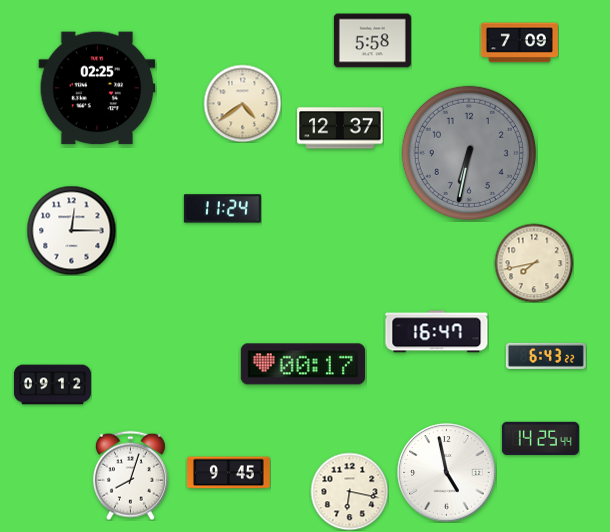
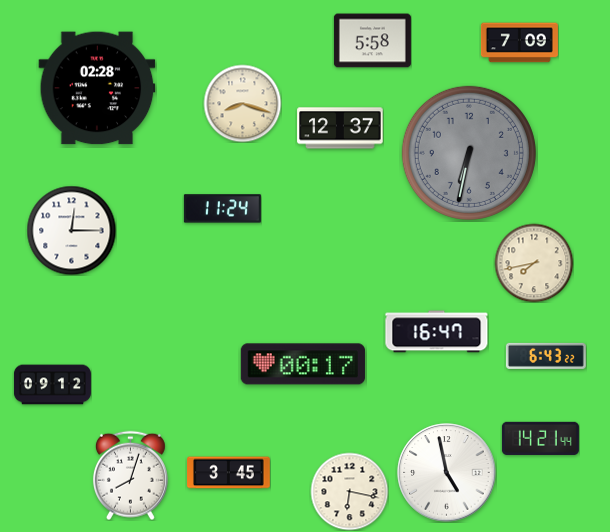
clock at (97, 88): 02:25 -> 02:28
clock at (242, 103): 4:39 -> 8:18
clock at (540, 438): 14:25 -> 14:21
clock at (229, 473): 9:45 -> 3:45
